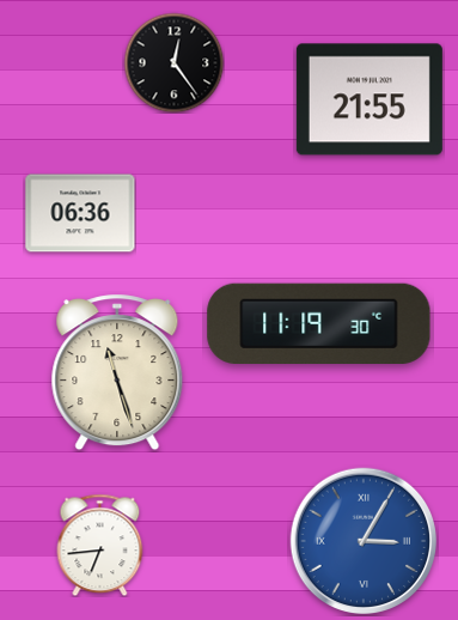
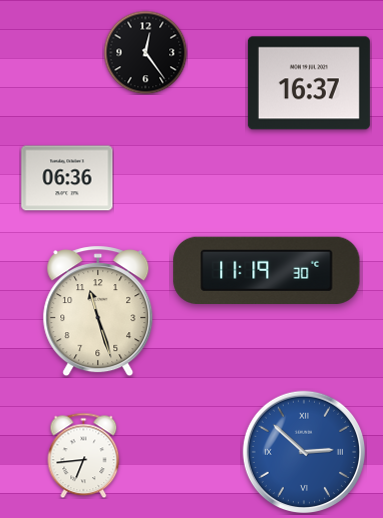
clock at (370, 99): 21:55 -> 16:37
clock at (364, 541): 3:05 -> 2:52
